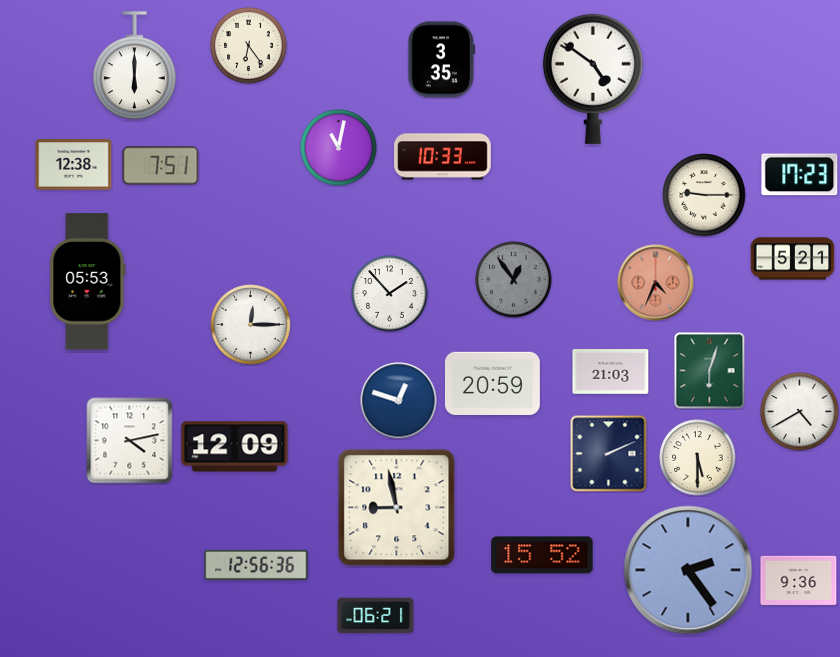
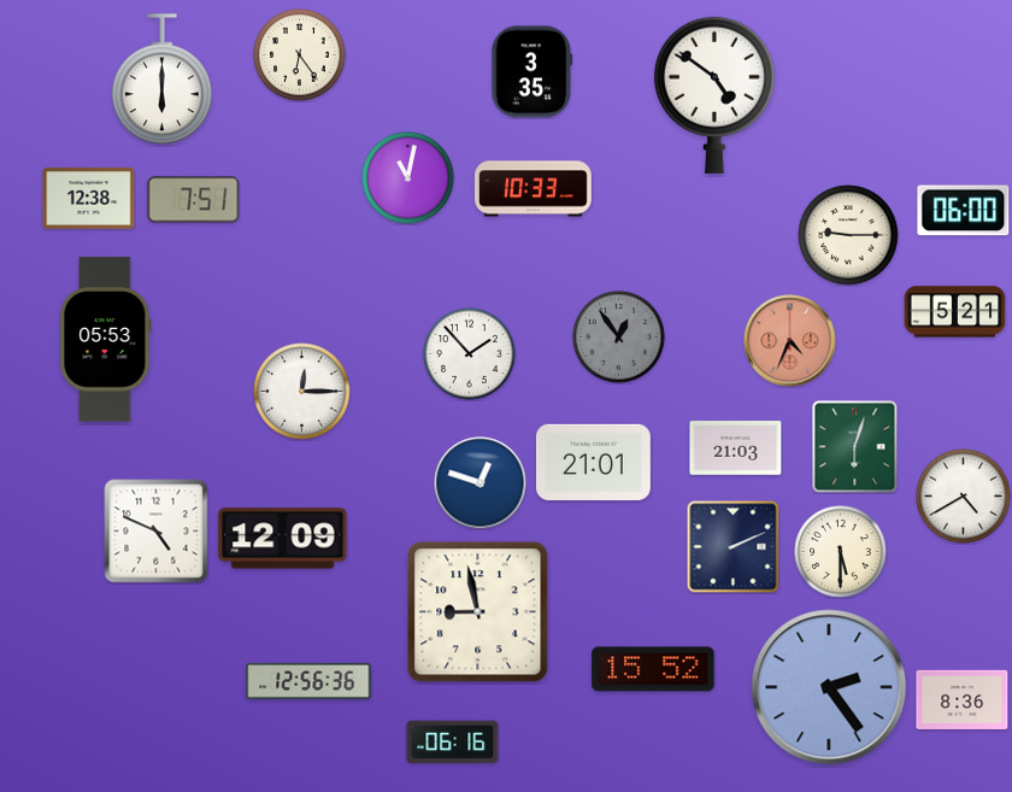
clock at (800, 175): 17:23 -> 06:00
clock at (492, 383): 20:59 -> 21:01
clock at (130, 441): 4:13 -> 4:49
clock at (799, 580): 9:36 -> 8:36
clock at (376, 616): 06:21 -> 06:16
